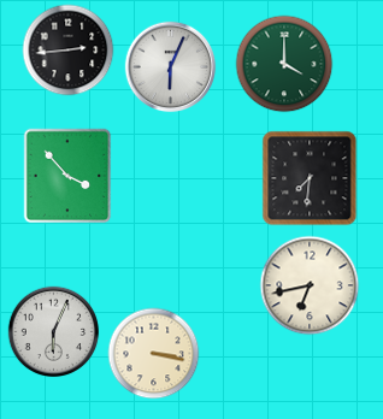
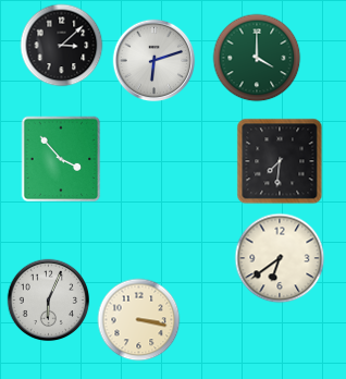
clock at (69, 51): 2:44 -> 3:08
clock at (171, 67): 6:04 -> 6:12
clock at (310, 285): 6:43 -> 6:39
